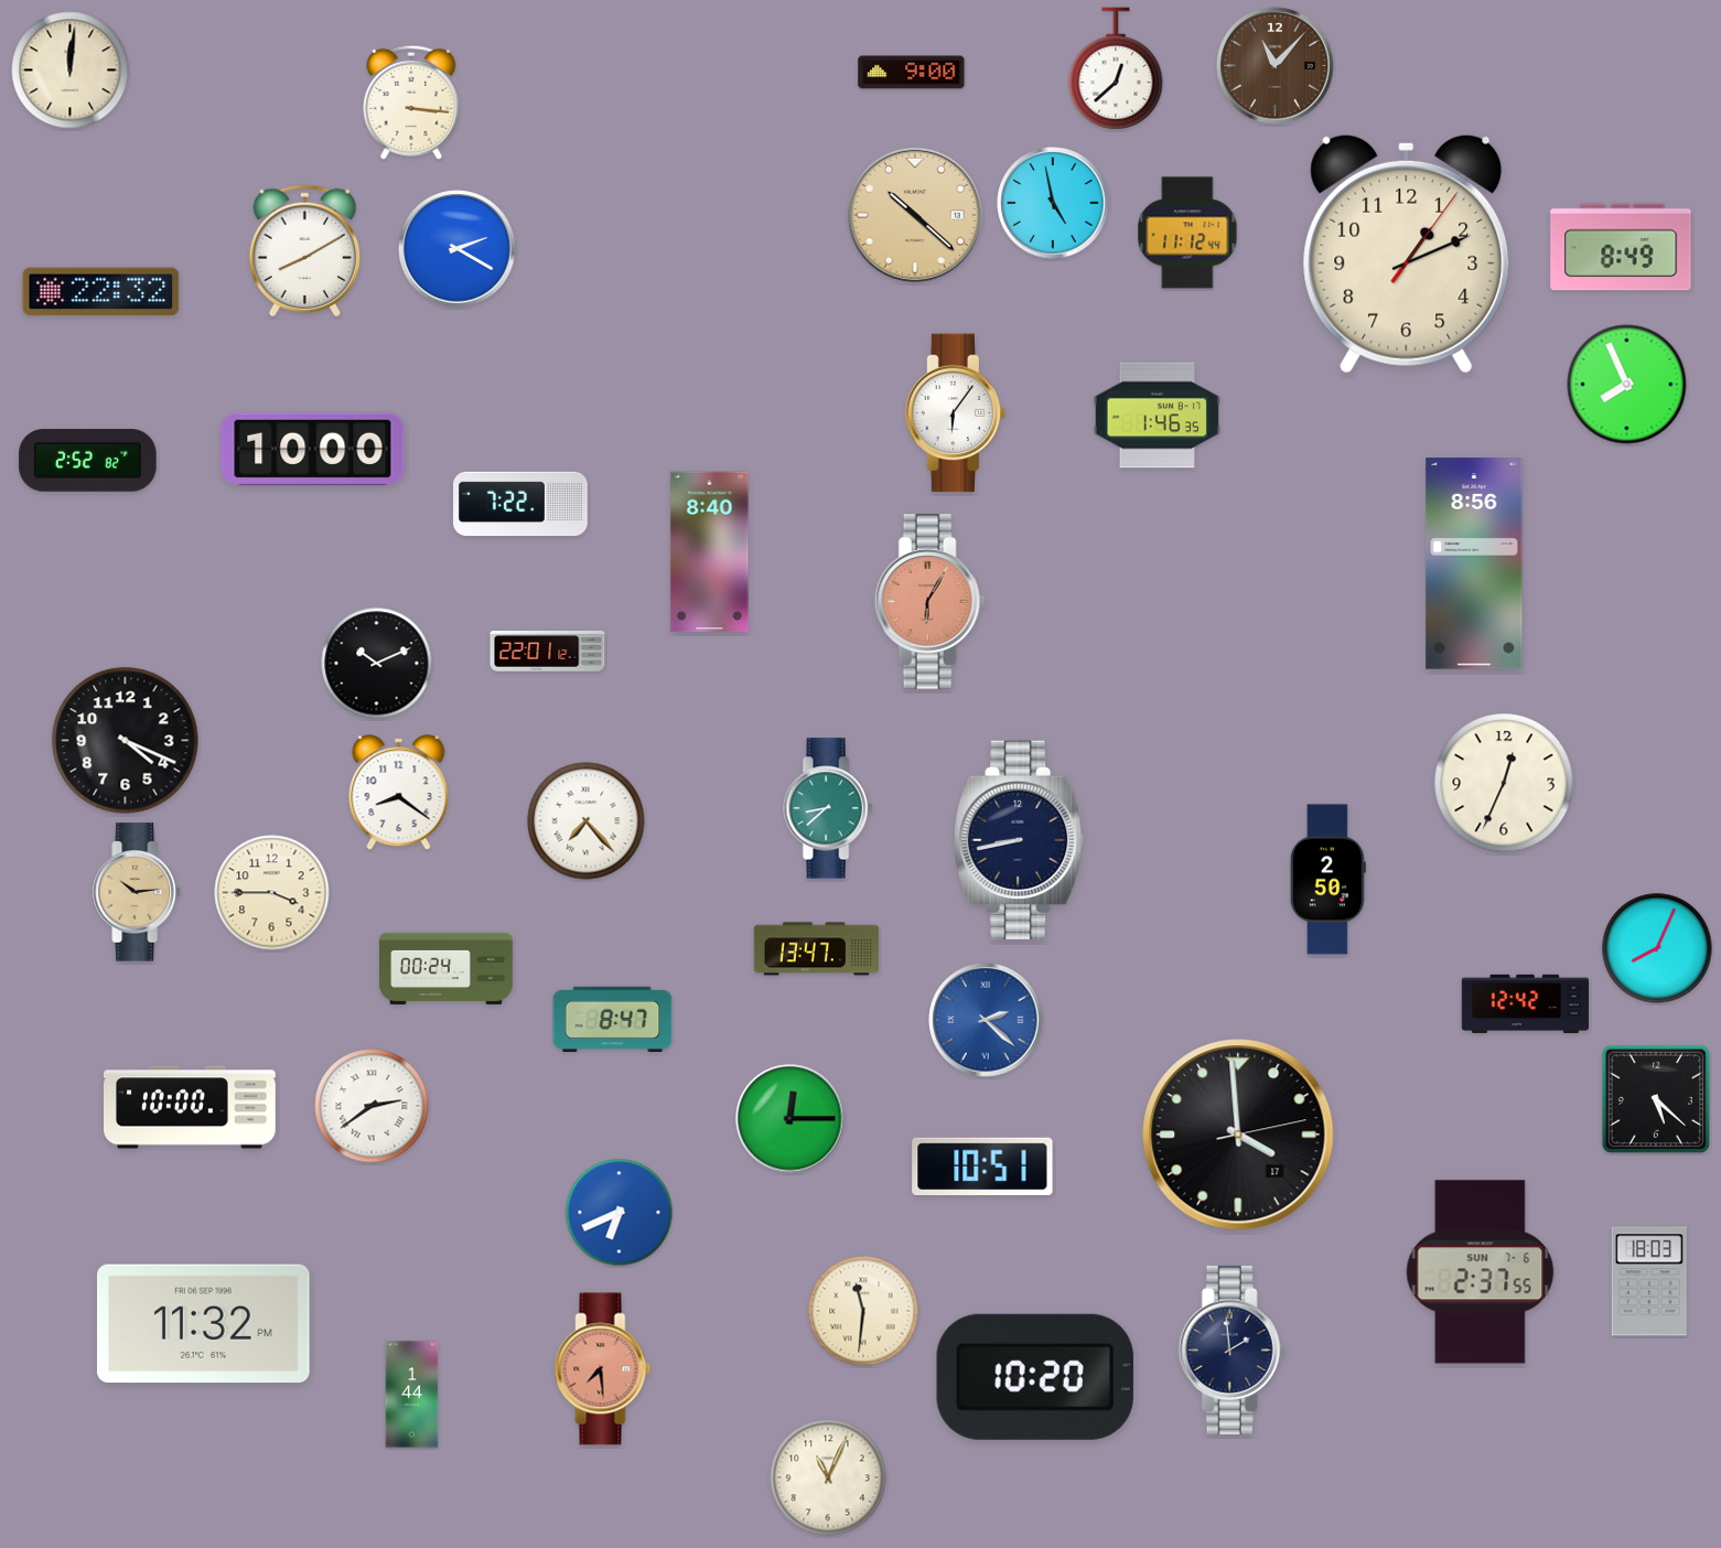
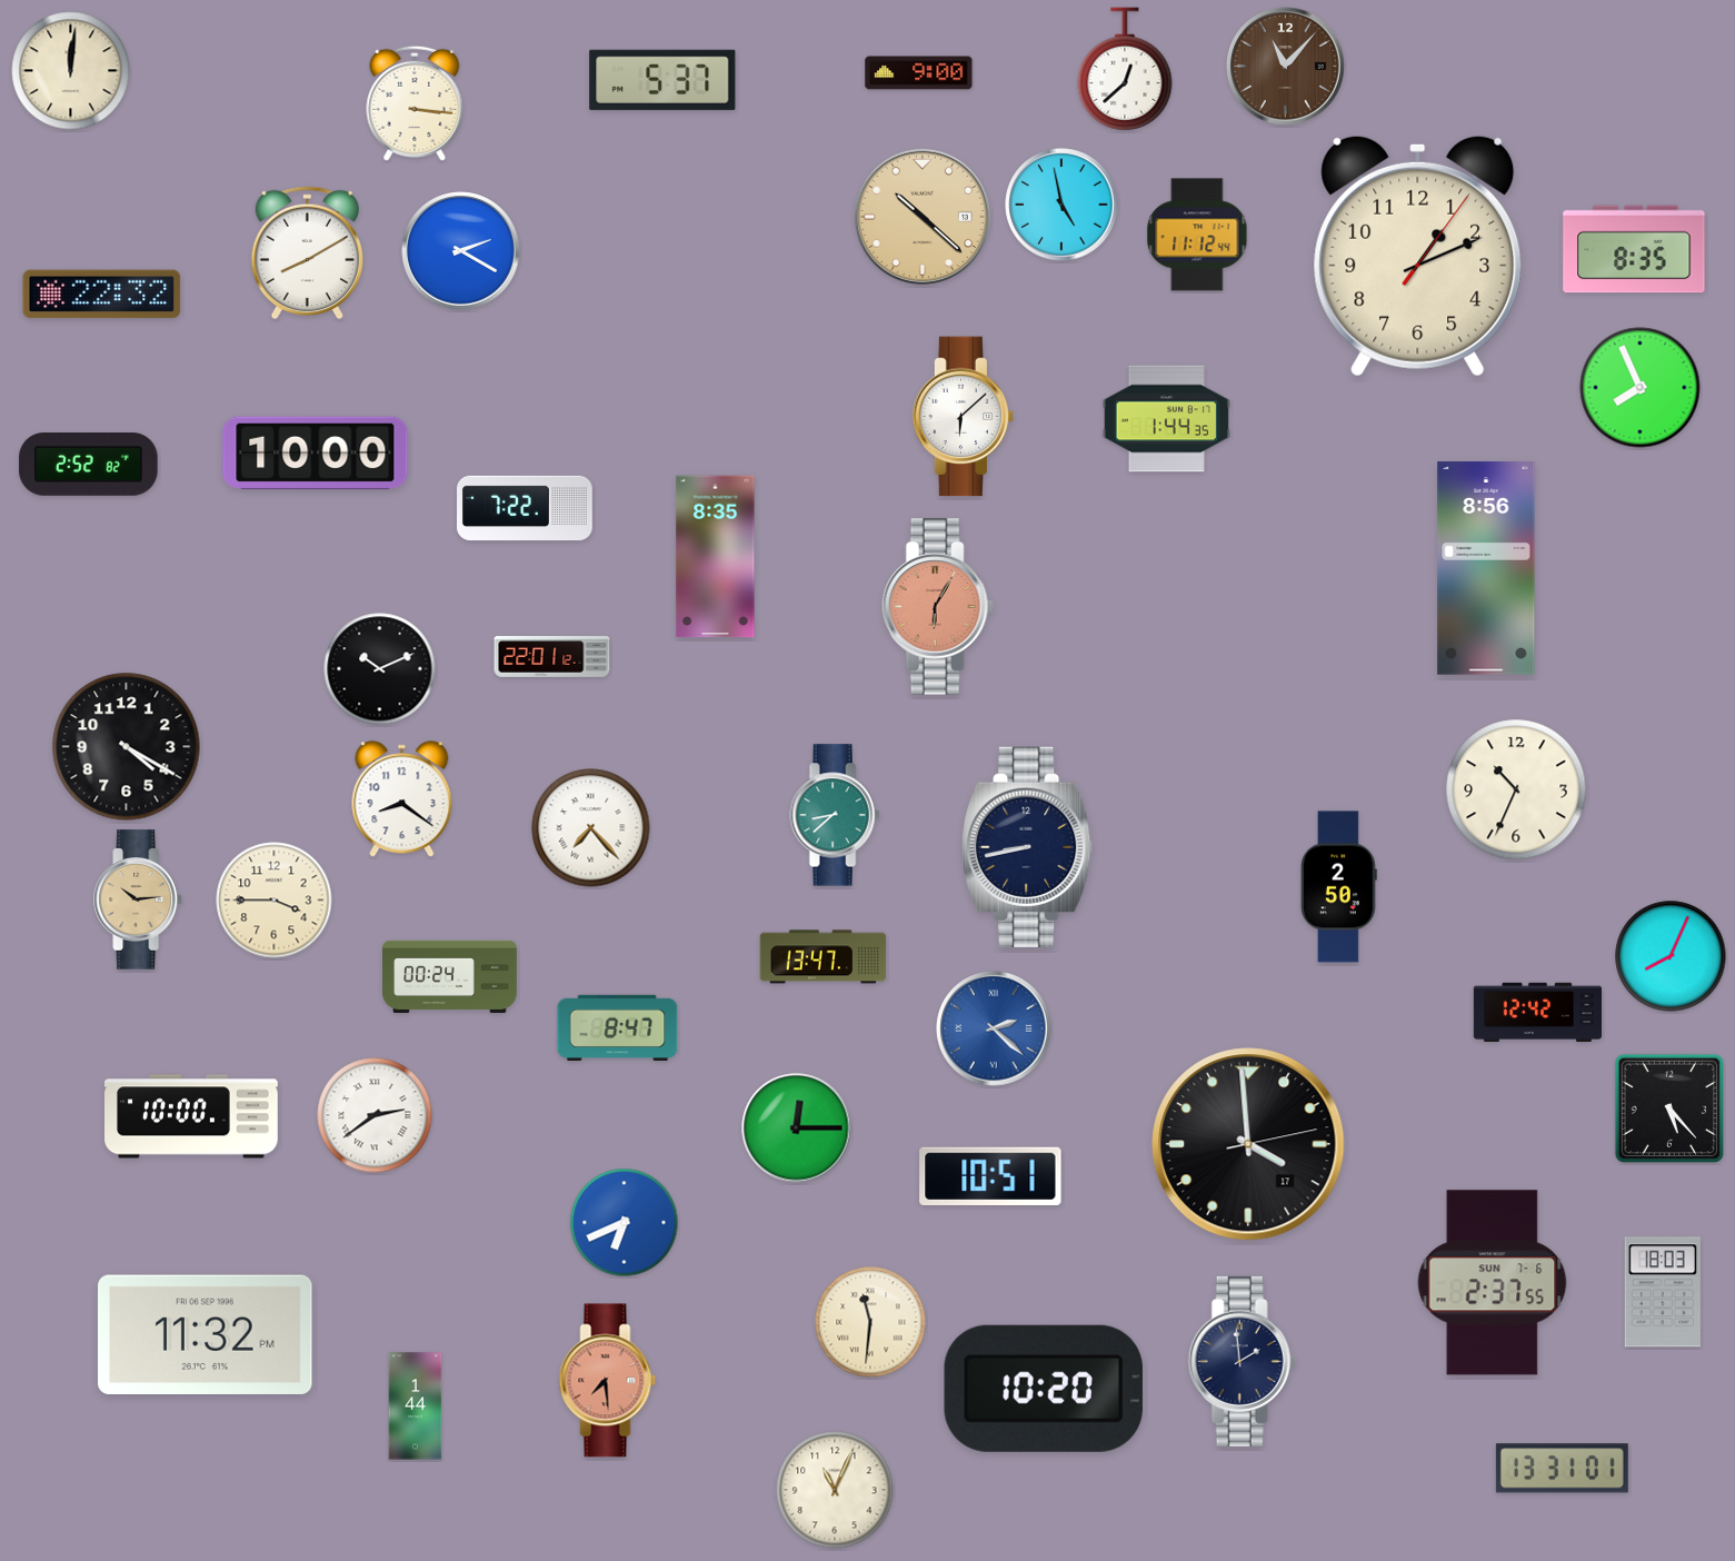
clock at (662, 80): none -> 5:37
clock at (1621, 247): 8:49 -> 8:35
clock at (956, 413): 6:06 -> 6:08
clock at (1157, 416): 1:46 -> 1:44
clock at (710, 552): 8:40 -> 8:35
clock at (126, 741): 4:19 -> 4:20
clock at (1504, 783): 12:34 -> 10:34
clock at (1655, 1098): 5:22 -> 5:23
clock at (1562, 1469): none -> 13:31
